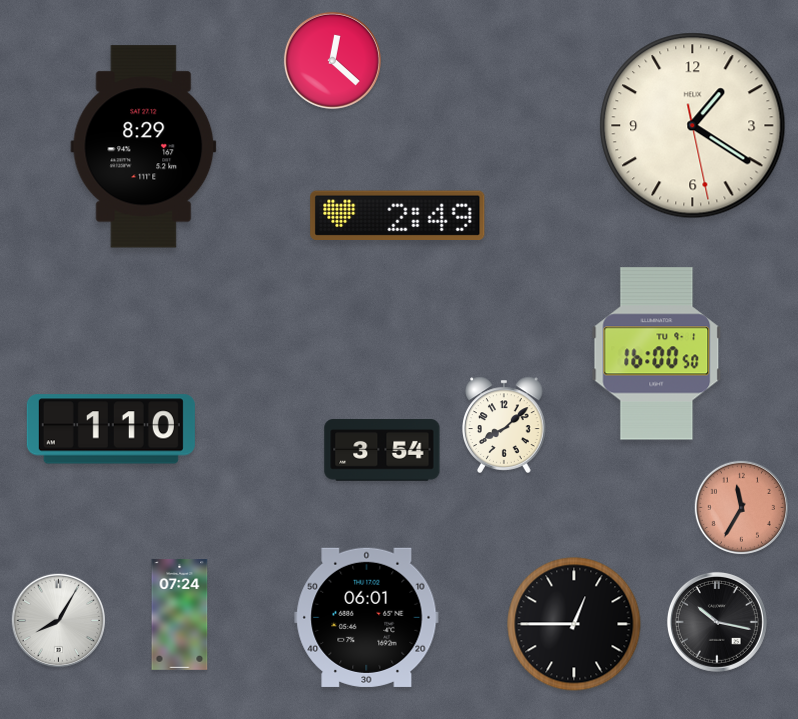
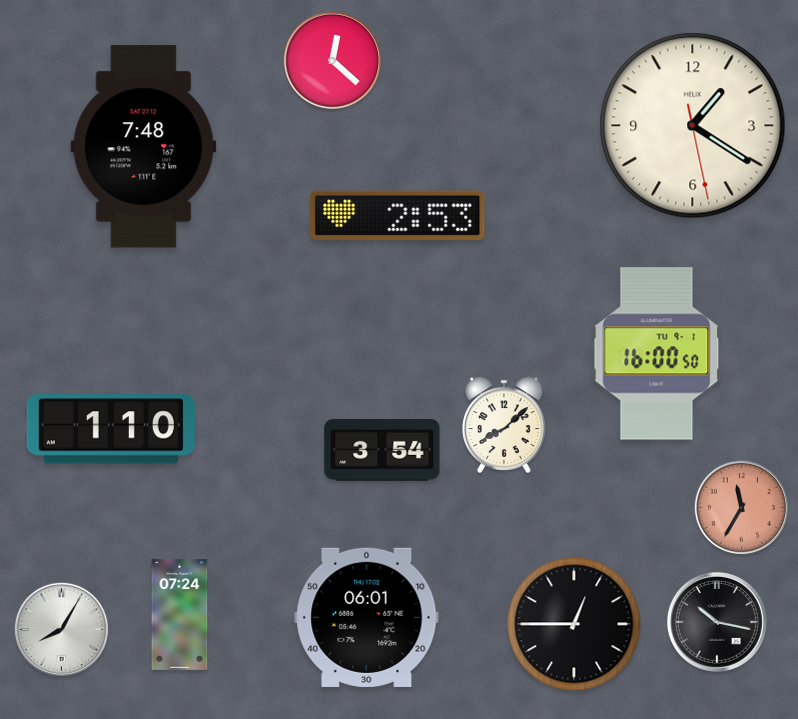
clock at (144, 147): 8:29 -> 7:48
clock at (398, 215): 2:49 -> 2:53
clock at (58, 620) position: (58, 620) -> (61, 629)
